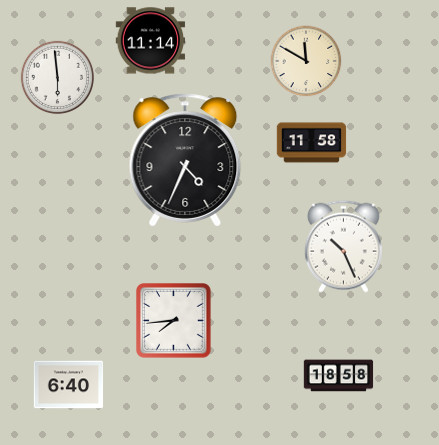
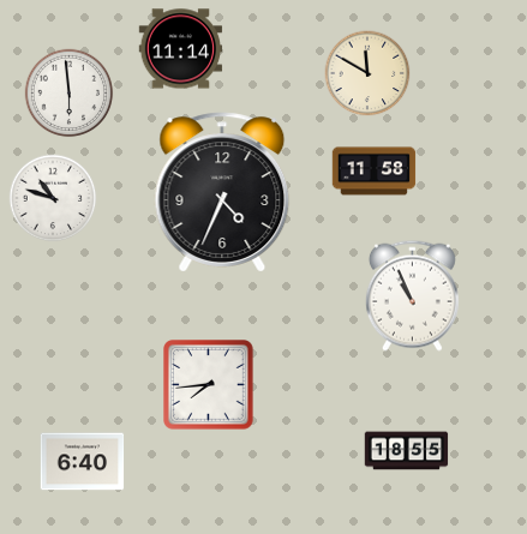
clock at (53, 198): none -> 10:48
clock at (343, 246): 10:26 -> 10:56
clock at (339, 376): 18:58 -> 18:55
